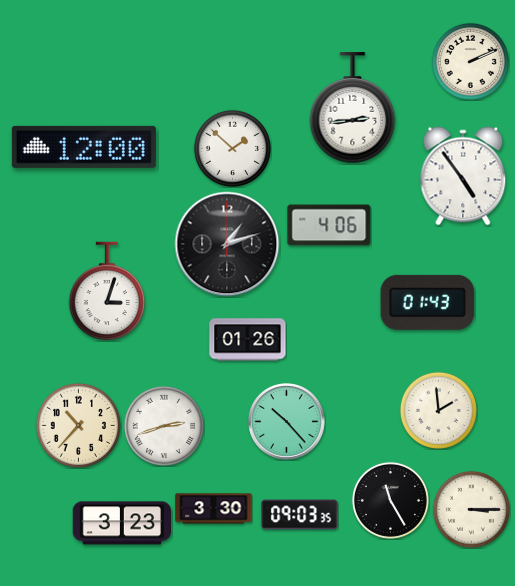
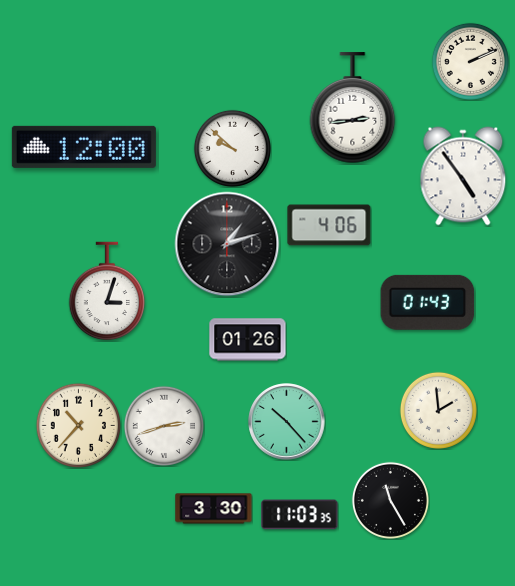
clock at (232, 148): 1:52 -> 9:52
clock at (471, 509): 3:15 -> none
clock at (300, 515): 09:03 -> 11:03
clock at (121, 523): 3:23 -> none
